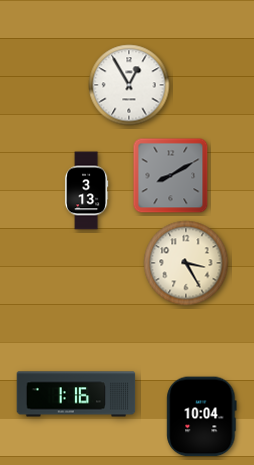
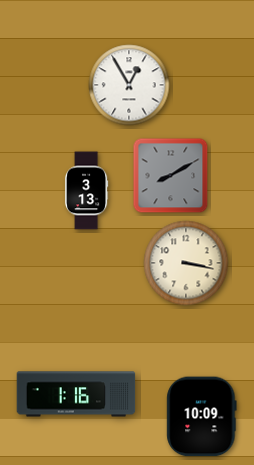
clock at (186, 263): 3:25 -> 3:17
clock at (202, 417): 10:04 -> 10:09
